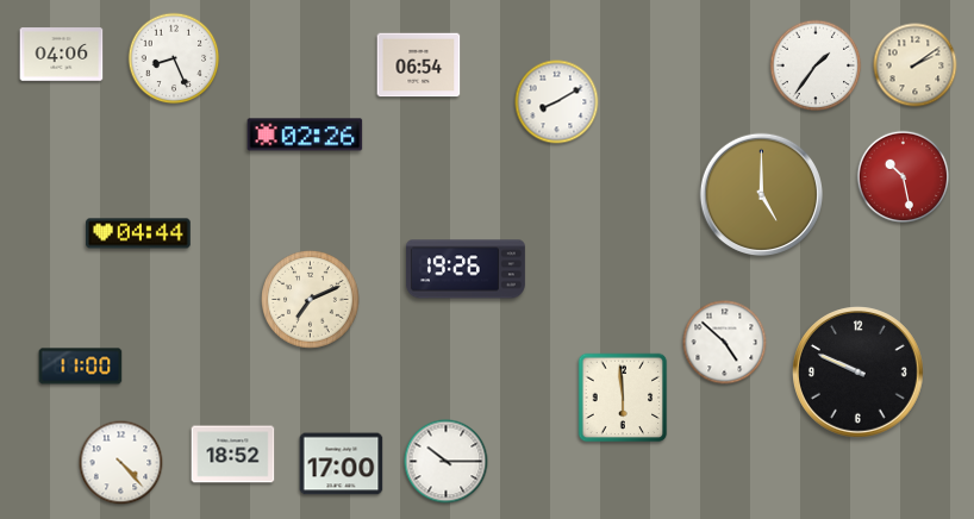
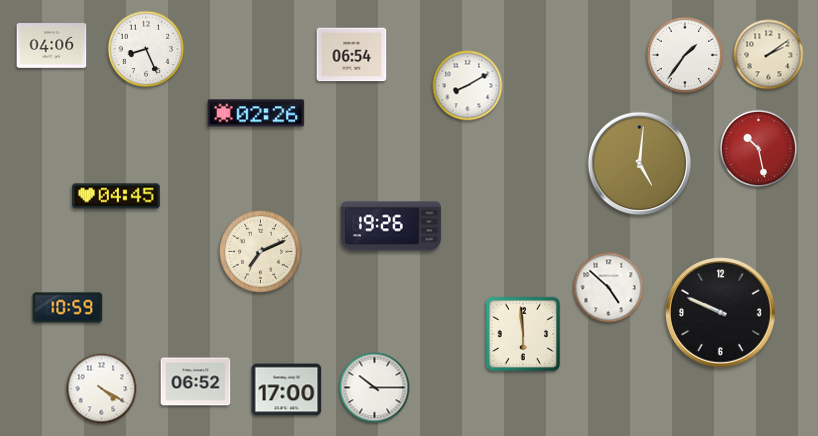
clock at (761, 194): 5:00 -> 5:01
clock at (138, 233): 04:44 -> 04:45
clock at (81, 367): 11:00 -> 10:59
clock at (233, 455): 18:52 -> 06:52
clock at (121, 463): 4:23 -> 4:20
